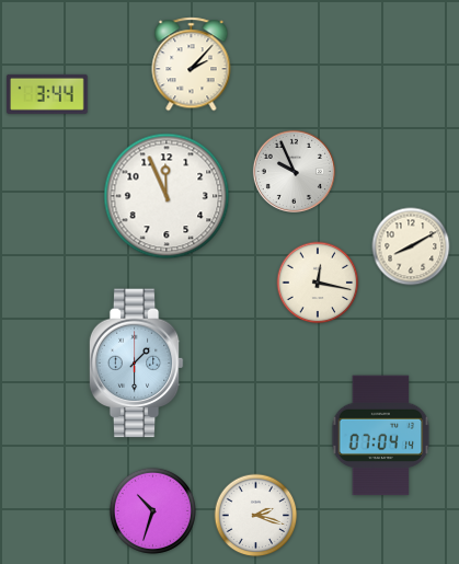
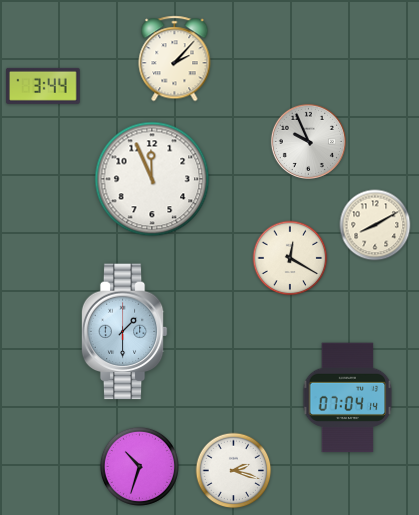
clock at (294, 171) position: (294, 171) -> (308, 141)
clock at (318, 283): 12:17 -> 12:20
